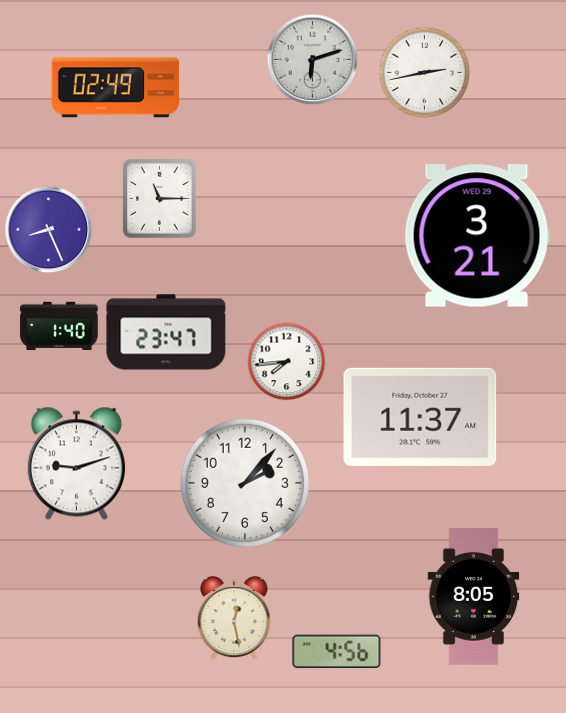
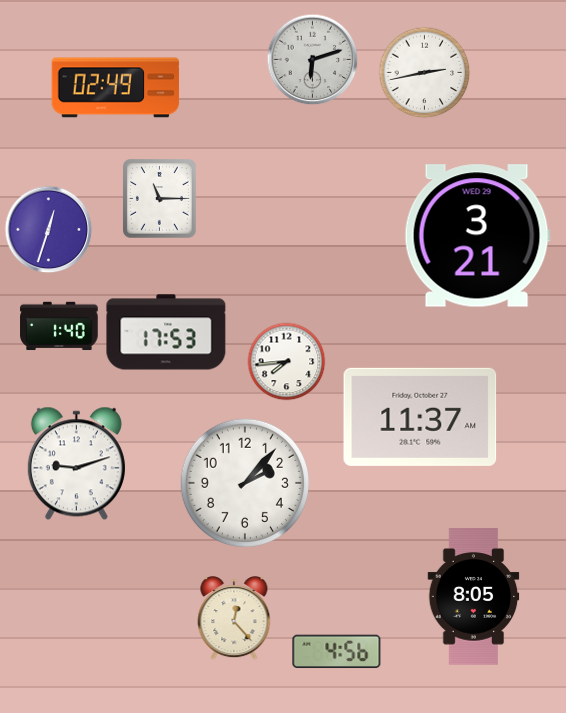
clock at (49, 230): 8:26 -> 12:33
clock at (166, 332): 23:47 -> 17:53
clock at (234, 619): 12:28 -> 12:23
